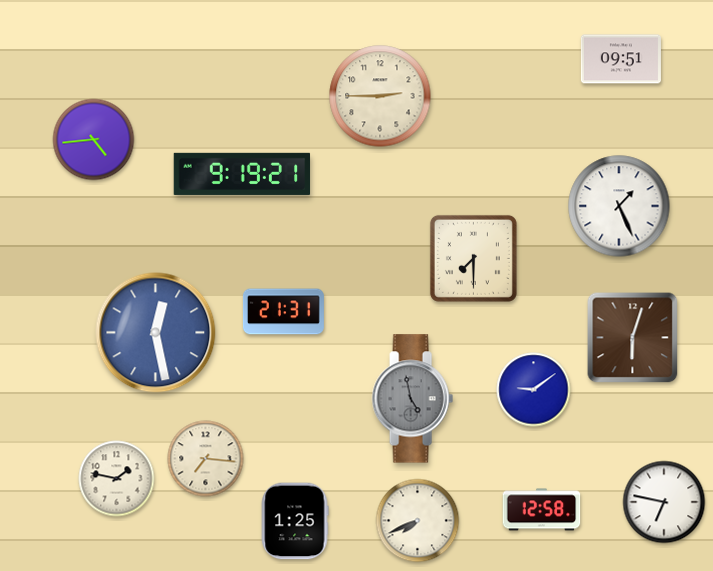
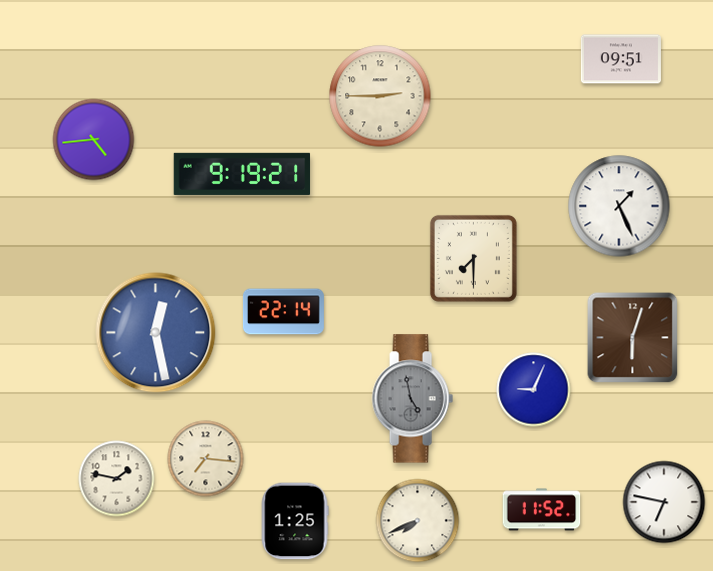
clock at (283, 312): 21:31 -> 22:14
clock at (534, 390): 9:09 -> 9:04
clock at (542, 510): 12:58 -> 11:52
